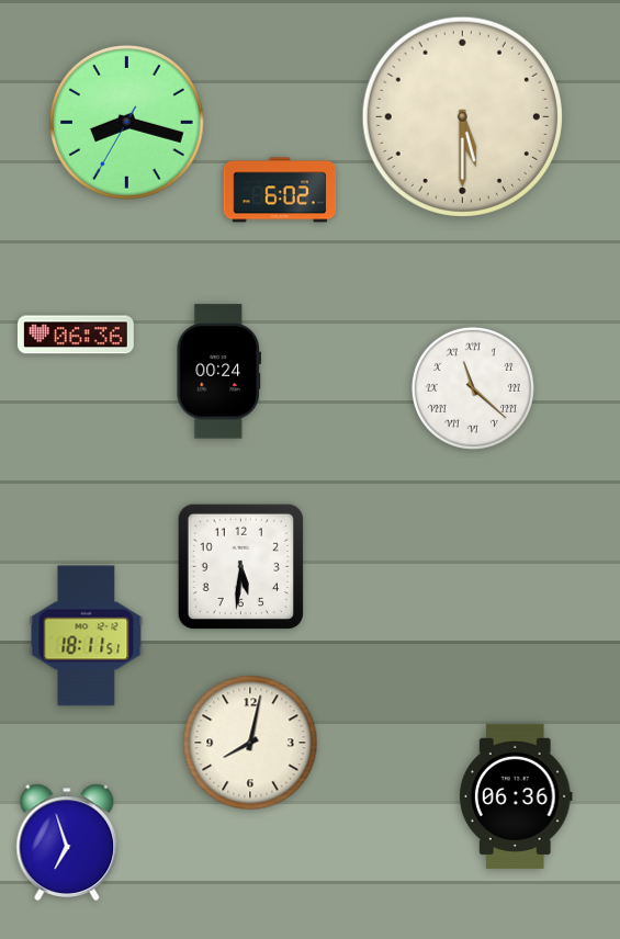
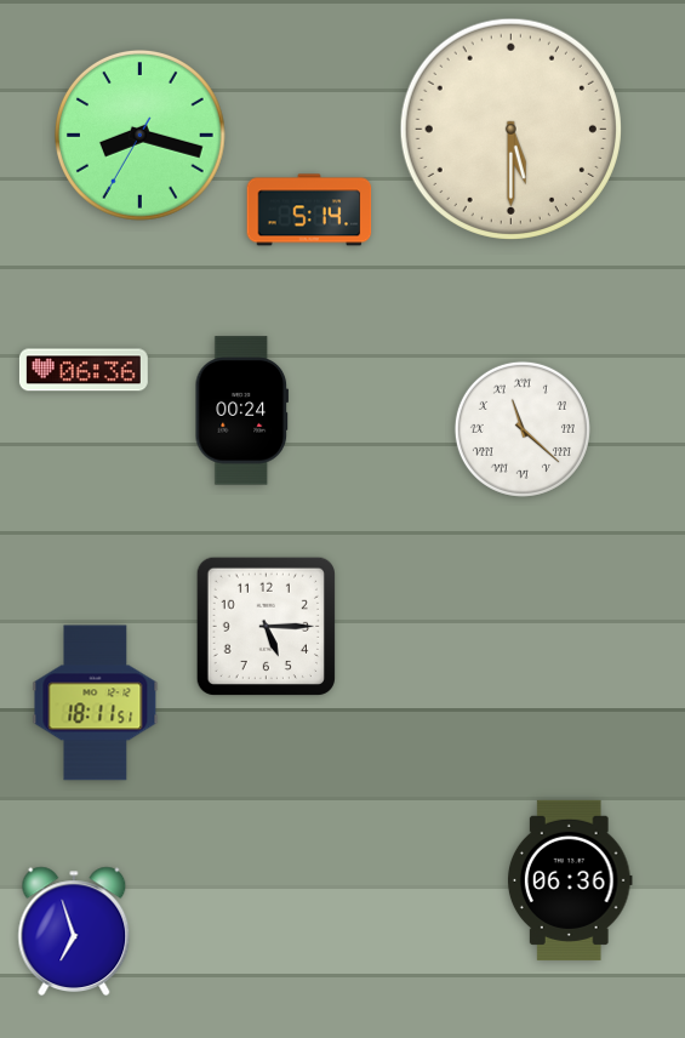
clock at (280, 190): 6:02 -> 5:14
clock at (240, 566): 5:31 -> 5:15
clock at (250, 743): 8:02 -> none
